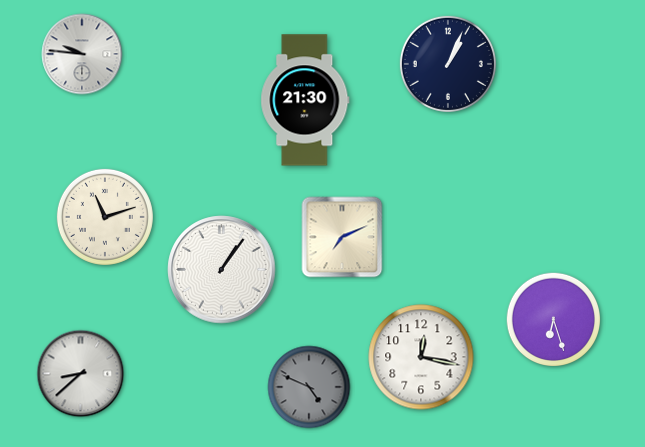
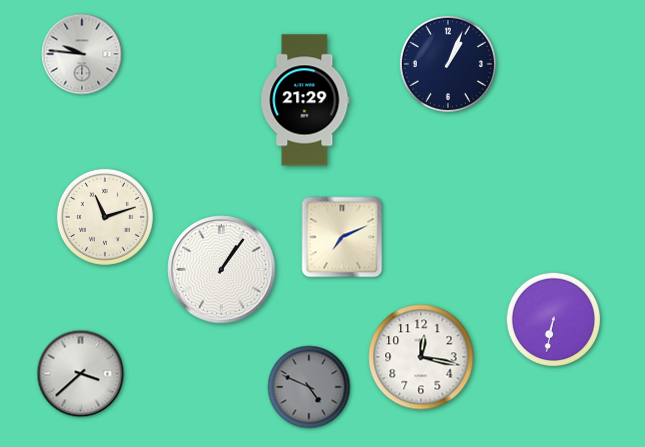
clock at (305, 100): 21:30 -> 21:29
clock at (553, 319): 6:27 -> 6:32
clock at (81, 374): 8:38 -> 3:38
